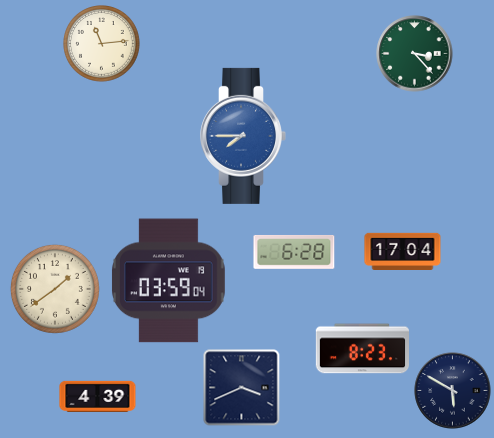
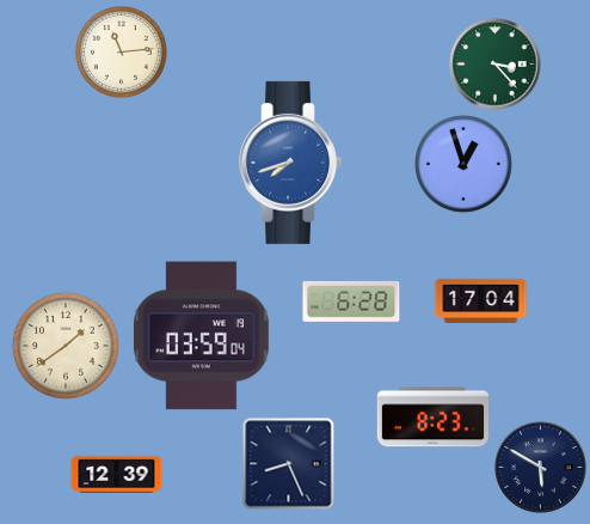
clock at (243, 136): 7:45 -> 7:42
clock at (465, 165): none -> 12:57
clock at (242, 388): 3:41 -> 8:26
clock at (98, 396): 4:39 -> 12:39
